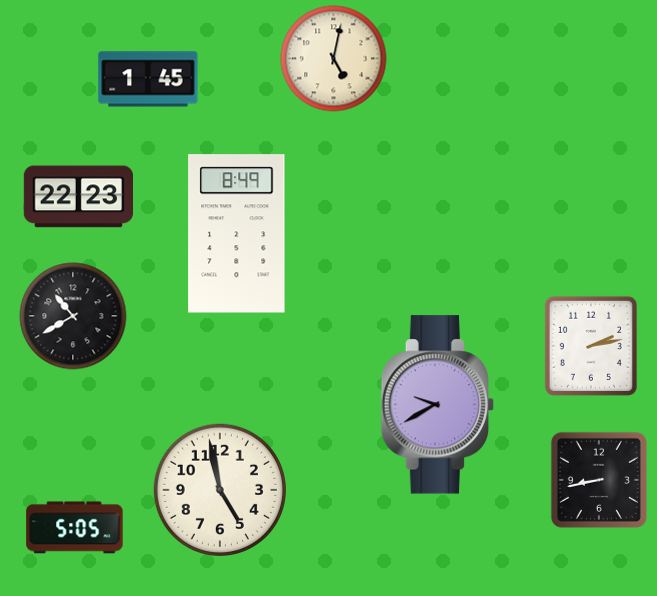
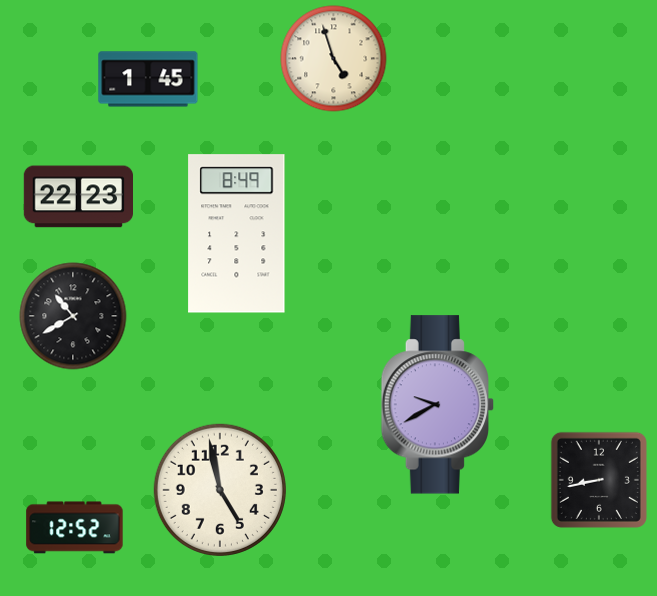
clock at (334, 59): 5:02 -> 4:57
clock at (591, 346): 2:13 -> none
clock at (75, 528): 5:05 -> 12:52
